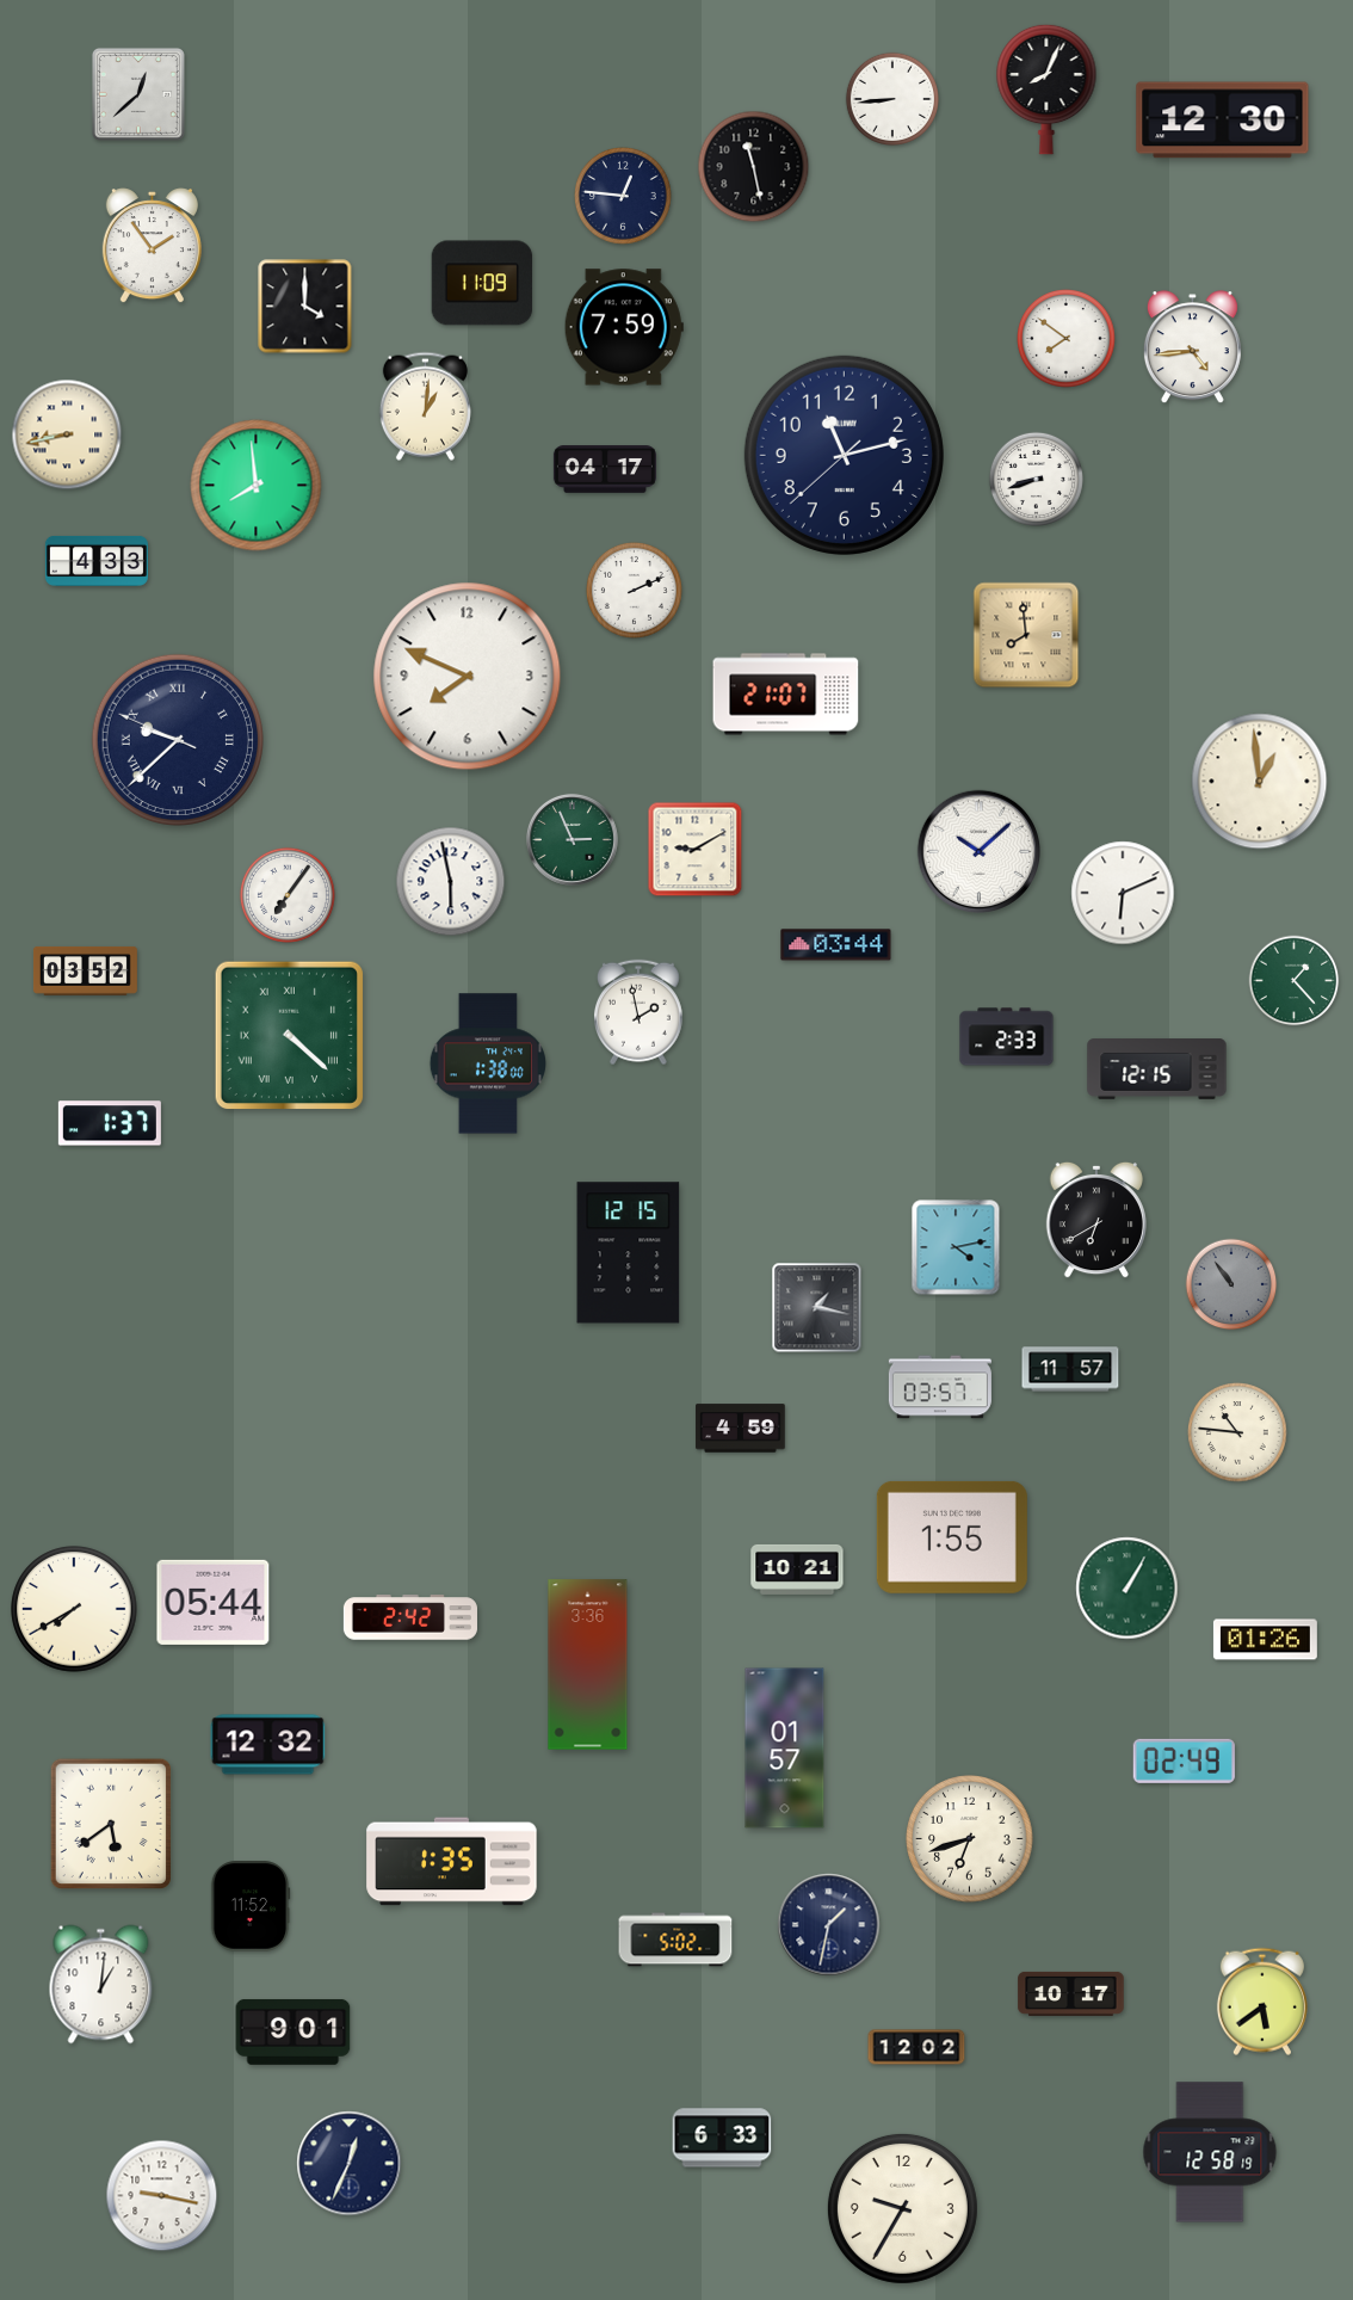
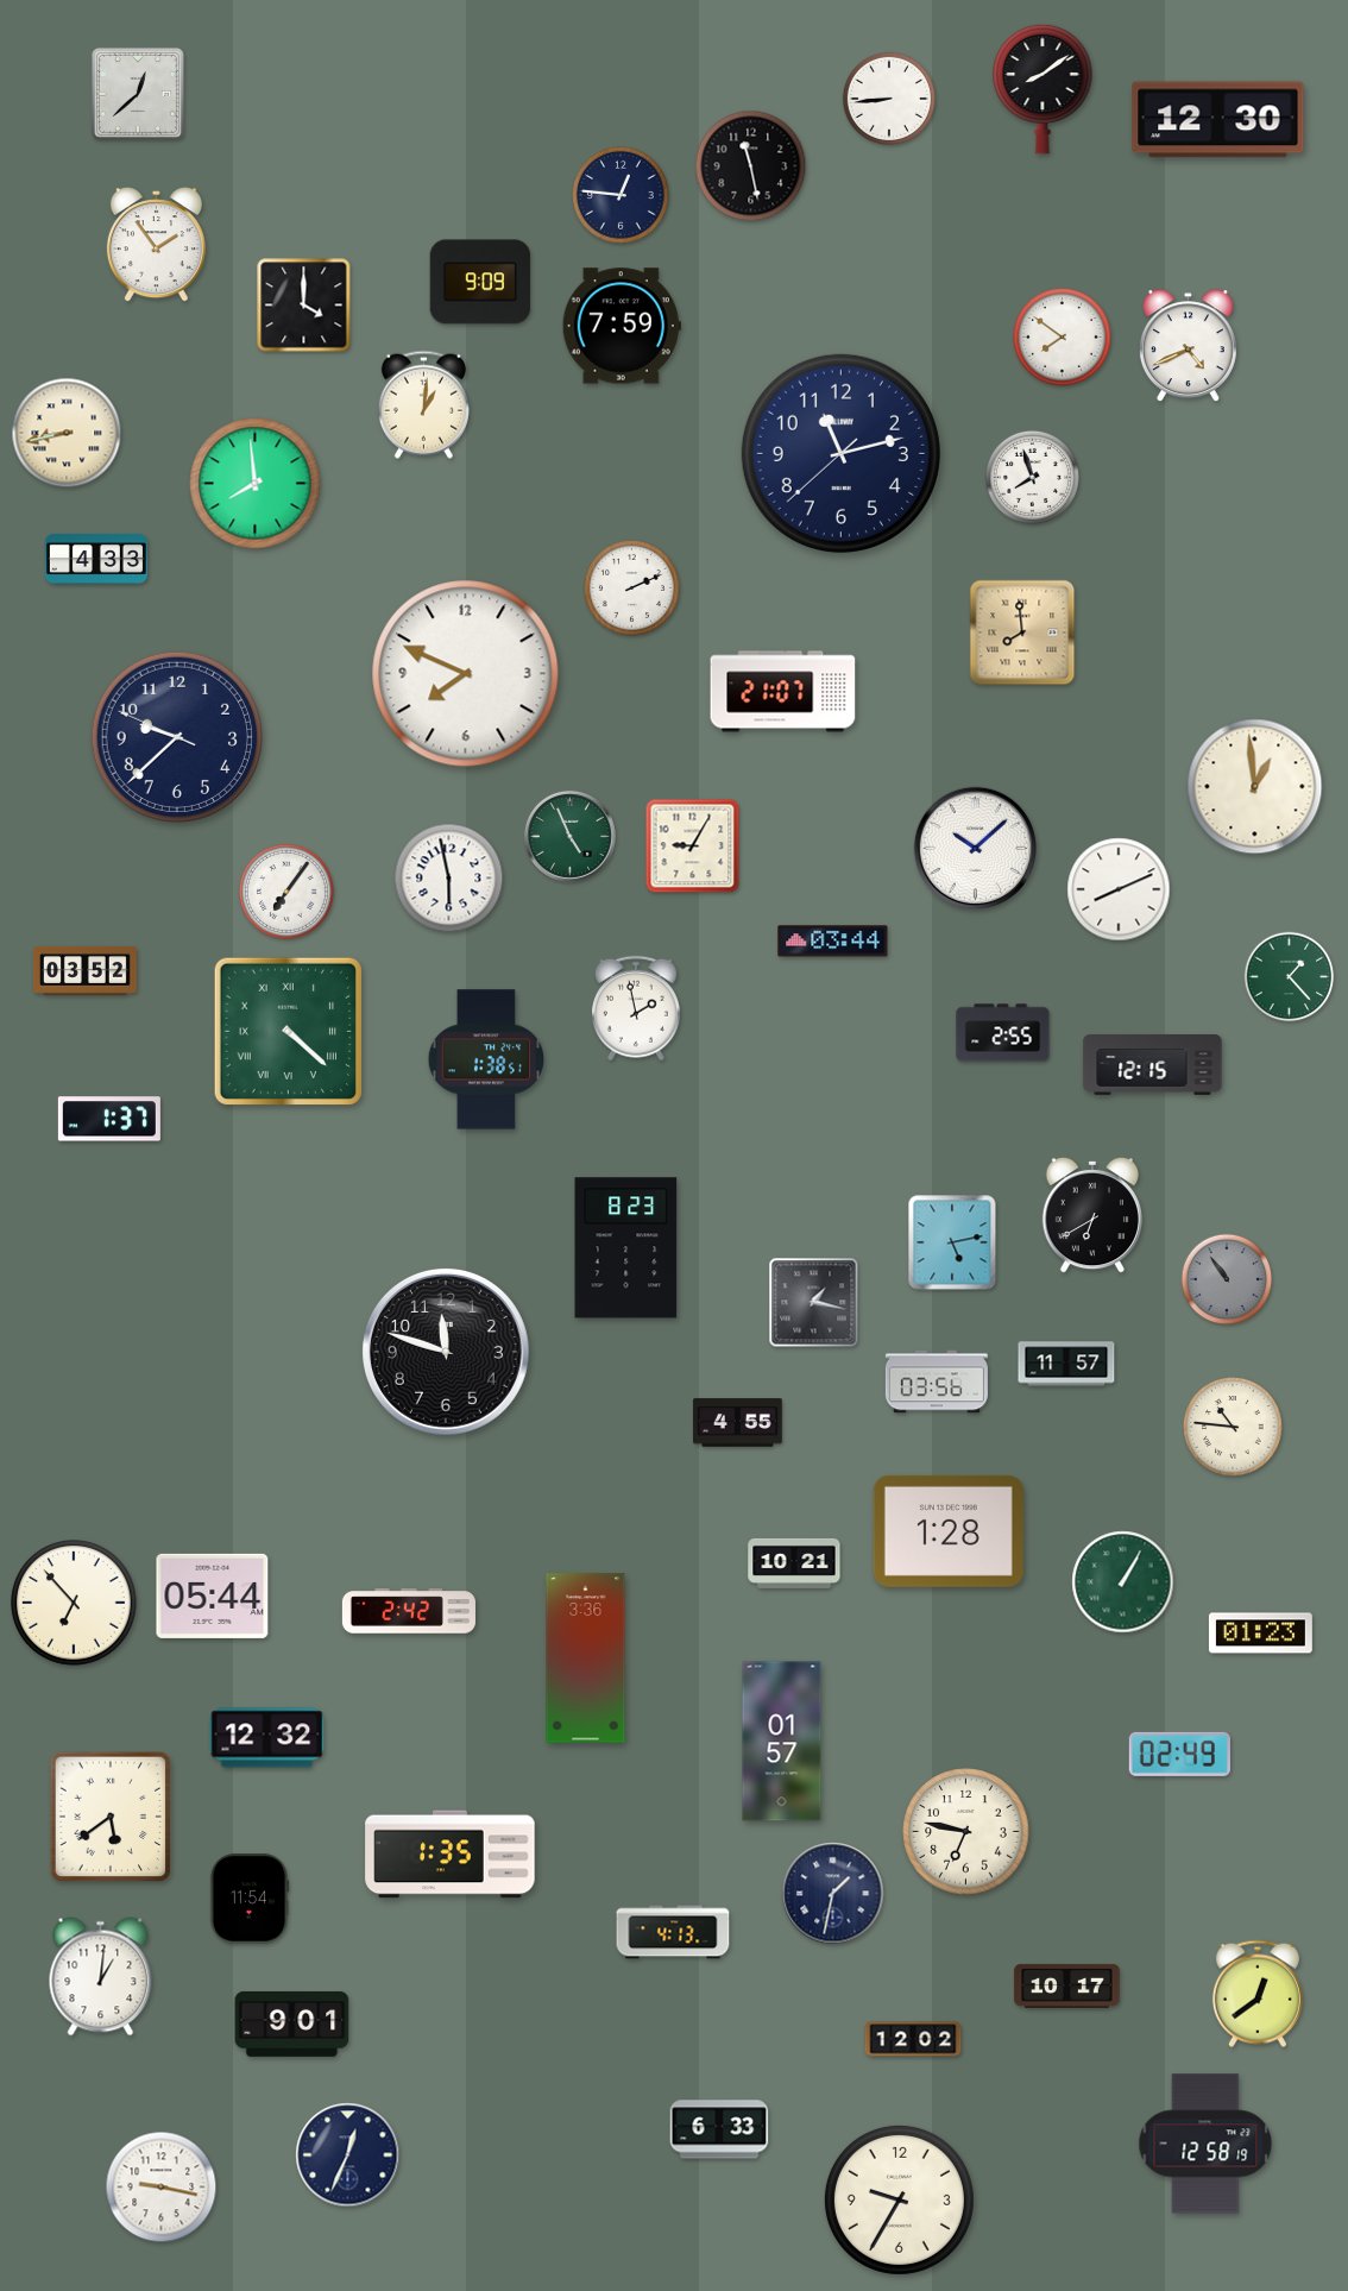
clock at (1046, 90): 8:04 -> 8:09
clock at (152, 246) position: (152, 246) -> (156, 245)
clock at (482, 283): 11:09 -> 9:09
clock at (1192, 347): 4:44 -> 4:41
clock at (605, 469): 04:17 -> none
clock at (1036, 479): 8:42 -> 7:57
clock at (177, 739) numerals: Roman -> Arabic
clock at (1260, 782) position: (1260, 782) -> (1255, 787)
clock at (572, 839): 2:56 -> 4:56
clock at (696, 850): 9:10 -> 9:05
clock at (1123, 893): 6:11 -> 8:11
clock at (85, 970) position: (85, 970) -> (84, 970)
clock at (1007, 1037): 2:33 -> 2:55
clock at (487, 1063): 1:38:00 -> 1:38:51
clock at (956, 1247): 4:13 -> 5:13
clock at (629, 1253): 12:15 -> 8:23
clock at (446, 1352): none -> 11:48
clock at (940, 1387): 03:57 -> 03:56
clock at (741, 1429): 4:59 -> 4:55
clock at (952, 1537): 1:55 -> 1:28
clock at (74, 1609): 7:40 -> 6:53
clock at (1265, 1640): 01:26 -> 01:23
clock at (970, 1839): 6:42 -> 6:47
clock at (251, 1906): 11:52 -> 11:54
clock at (829, 1925) position: (829, 1925) -> (833, 1894)
clock at (675, 1940): 5:02 -> 4:13
clock at (1262, 2002): 5:39 -> 12:39
